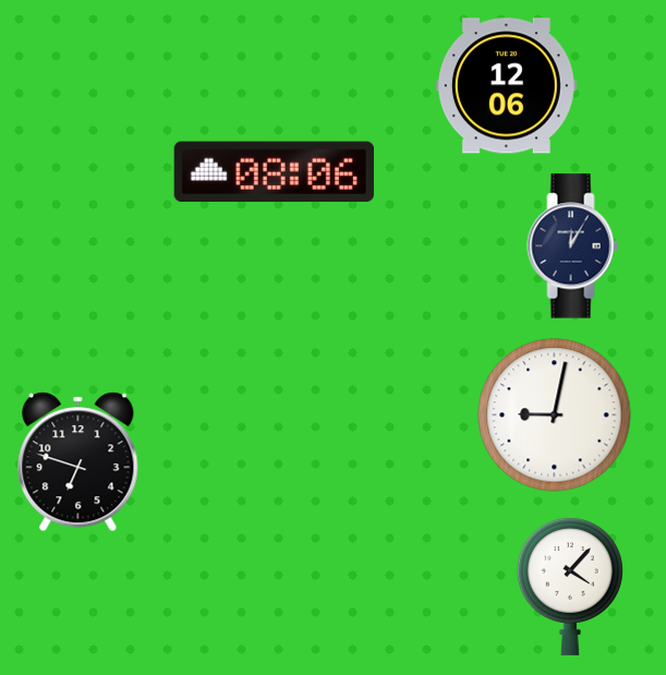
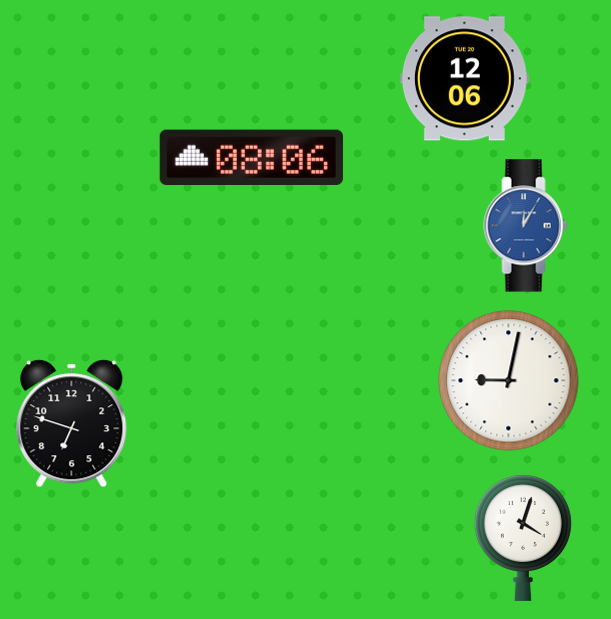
clock at (573, 246) dial: navy -> blue
clock at (570, 586): 4:07 -> 4:03
